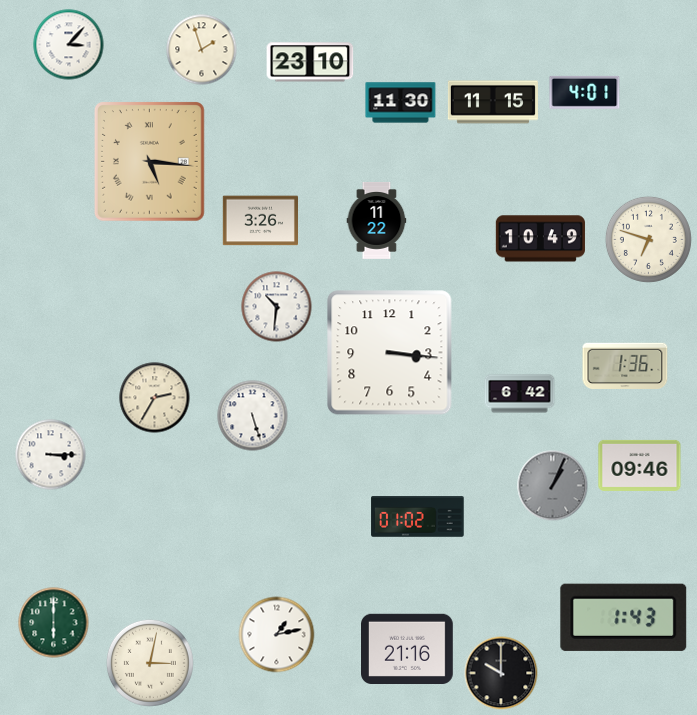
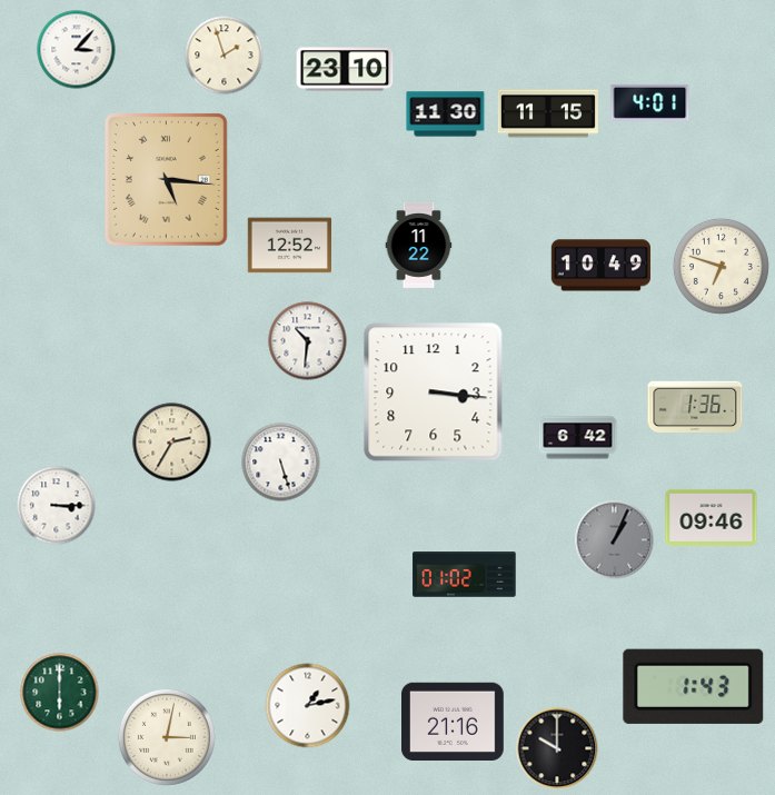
clock at (260, 221): 3:26 -> 12:52
